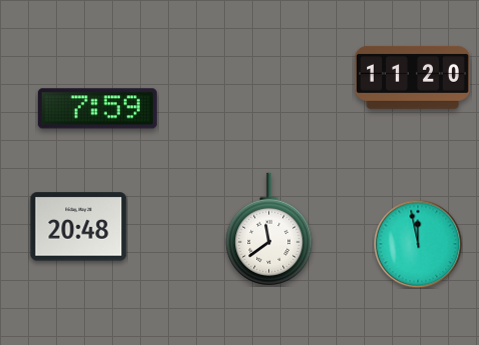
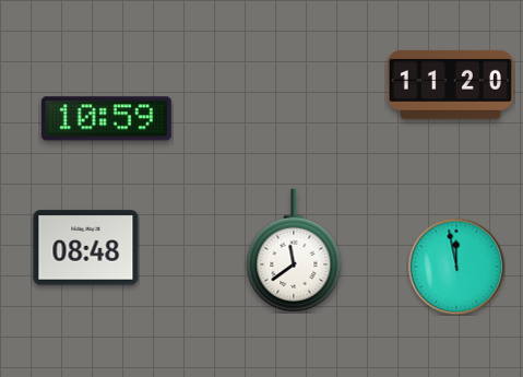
clock at (97, 109): 7:59 -> 10:59
clock at (79, 227): 20:48 -> 08:48
